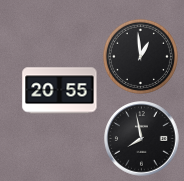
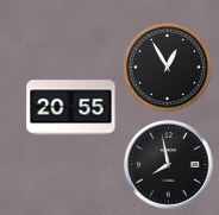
clock at (140, 56): 12:59 -> 12:55
